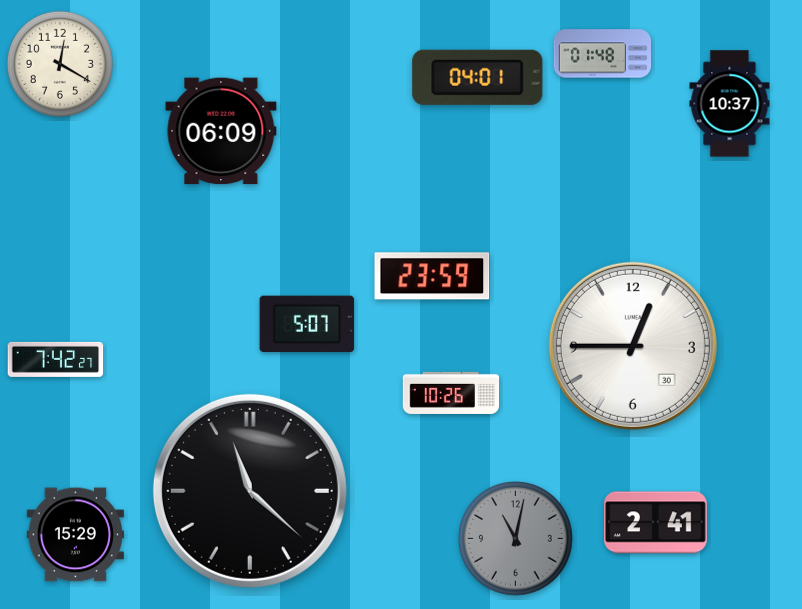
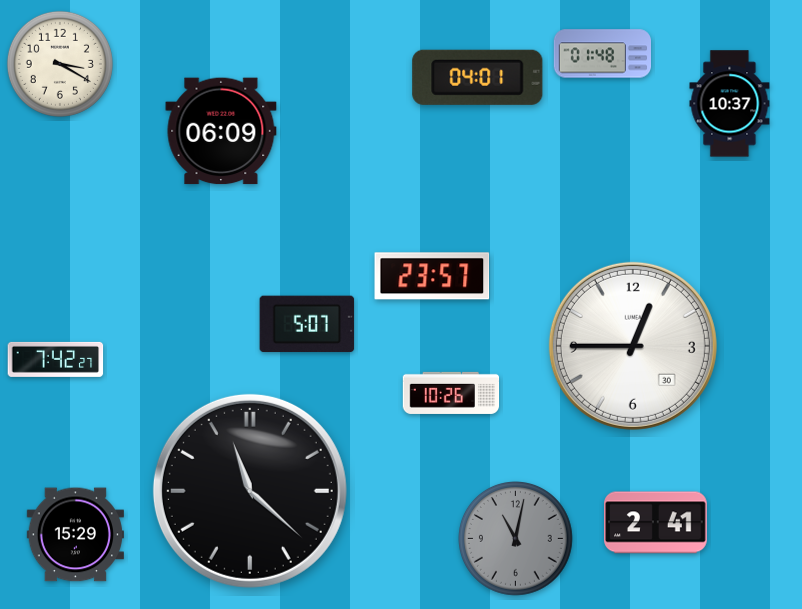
clock at (60, 64): 12:20 -> 3:20
clock at (432, 276): 23:59 -> 23:57
